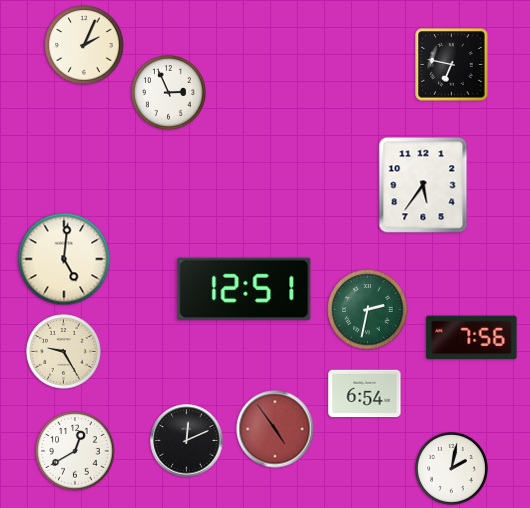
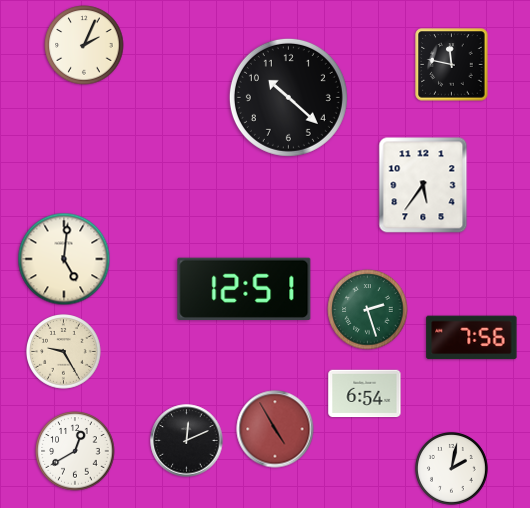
clock at (452, 65): 6:47 -> 11:47
clock at (169, 93): 2:56 -> none
clock at (288, 97): none -> 10:22
clock at (368, 310): 2:32 -> 2:27
clock at (275, 429): 4:54 -> 4:55
